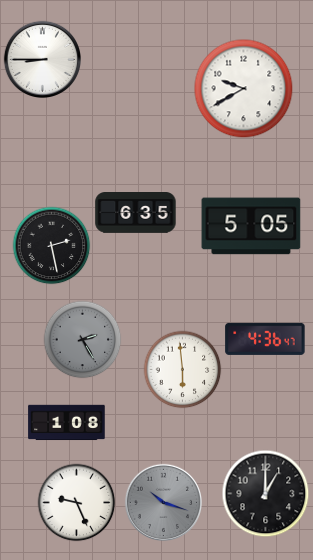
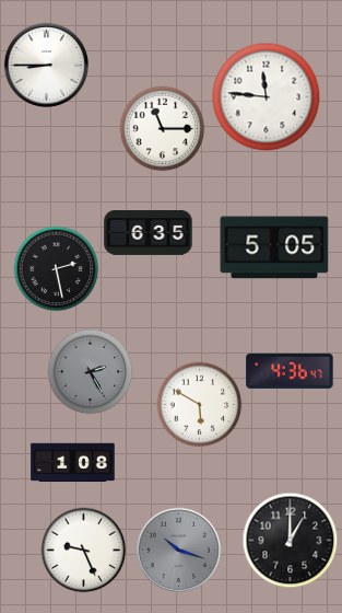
clock at (244, 89): 9:40 -> 11:46
clock at (162, 128): none -> 11:15
clock at (182, 369): 5:59 -> 5:50
